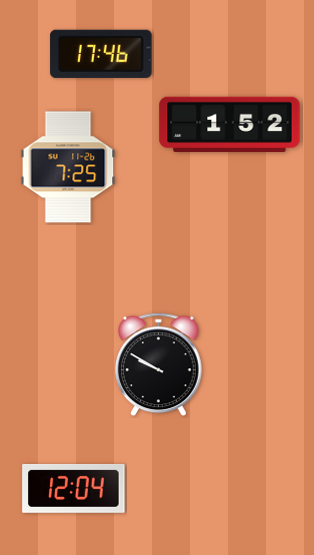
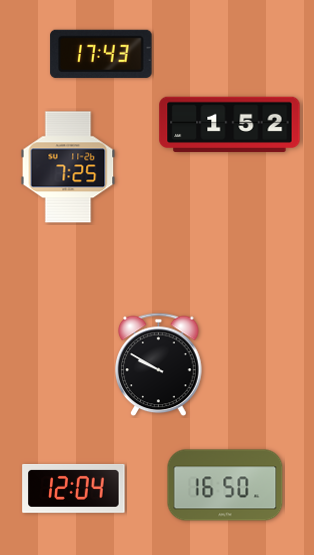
clock at (101, 54): 17:46 -> 17:43
clock at (225, 485): none -> 16:50
